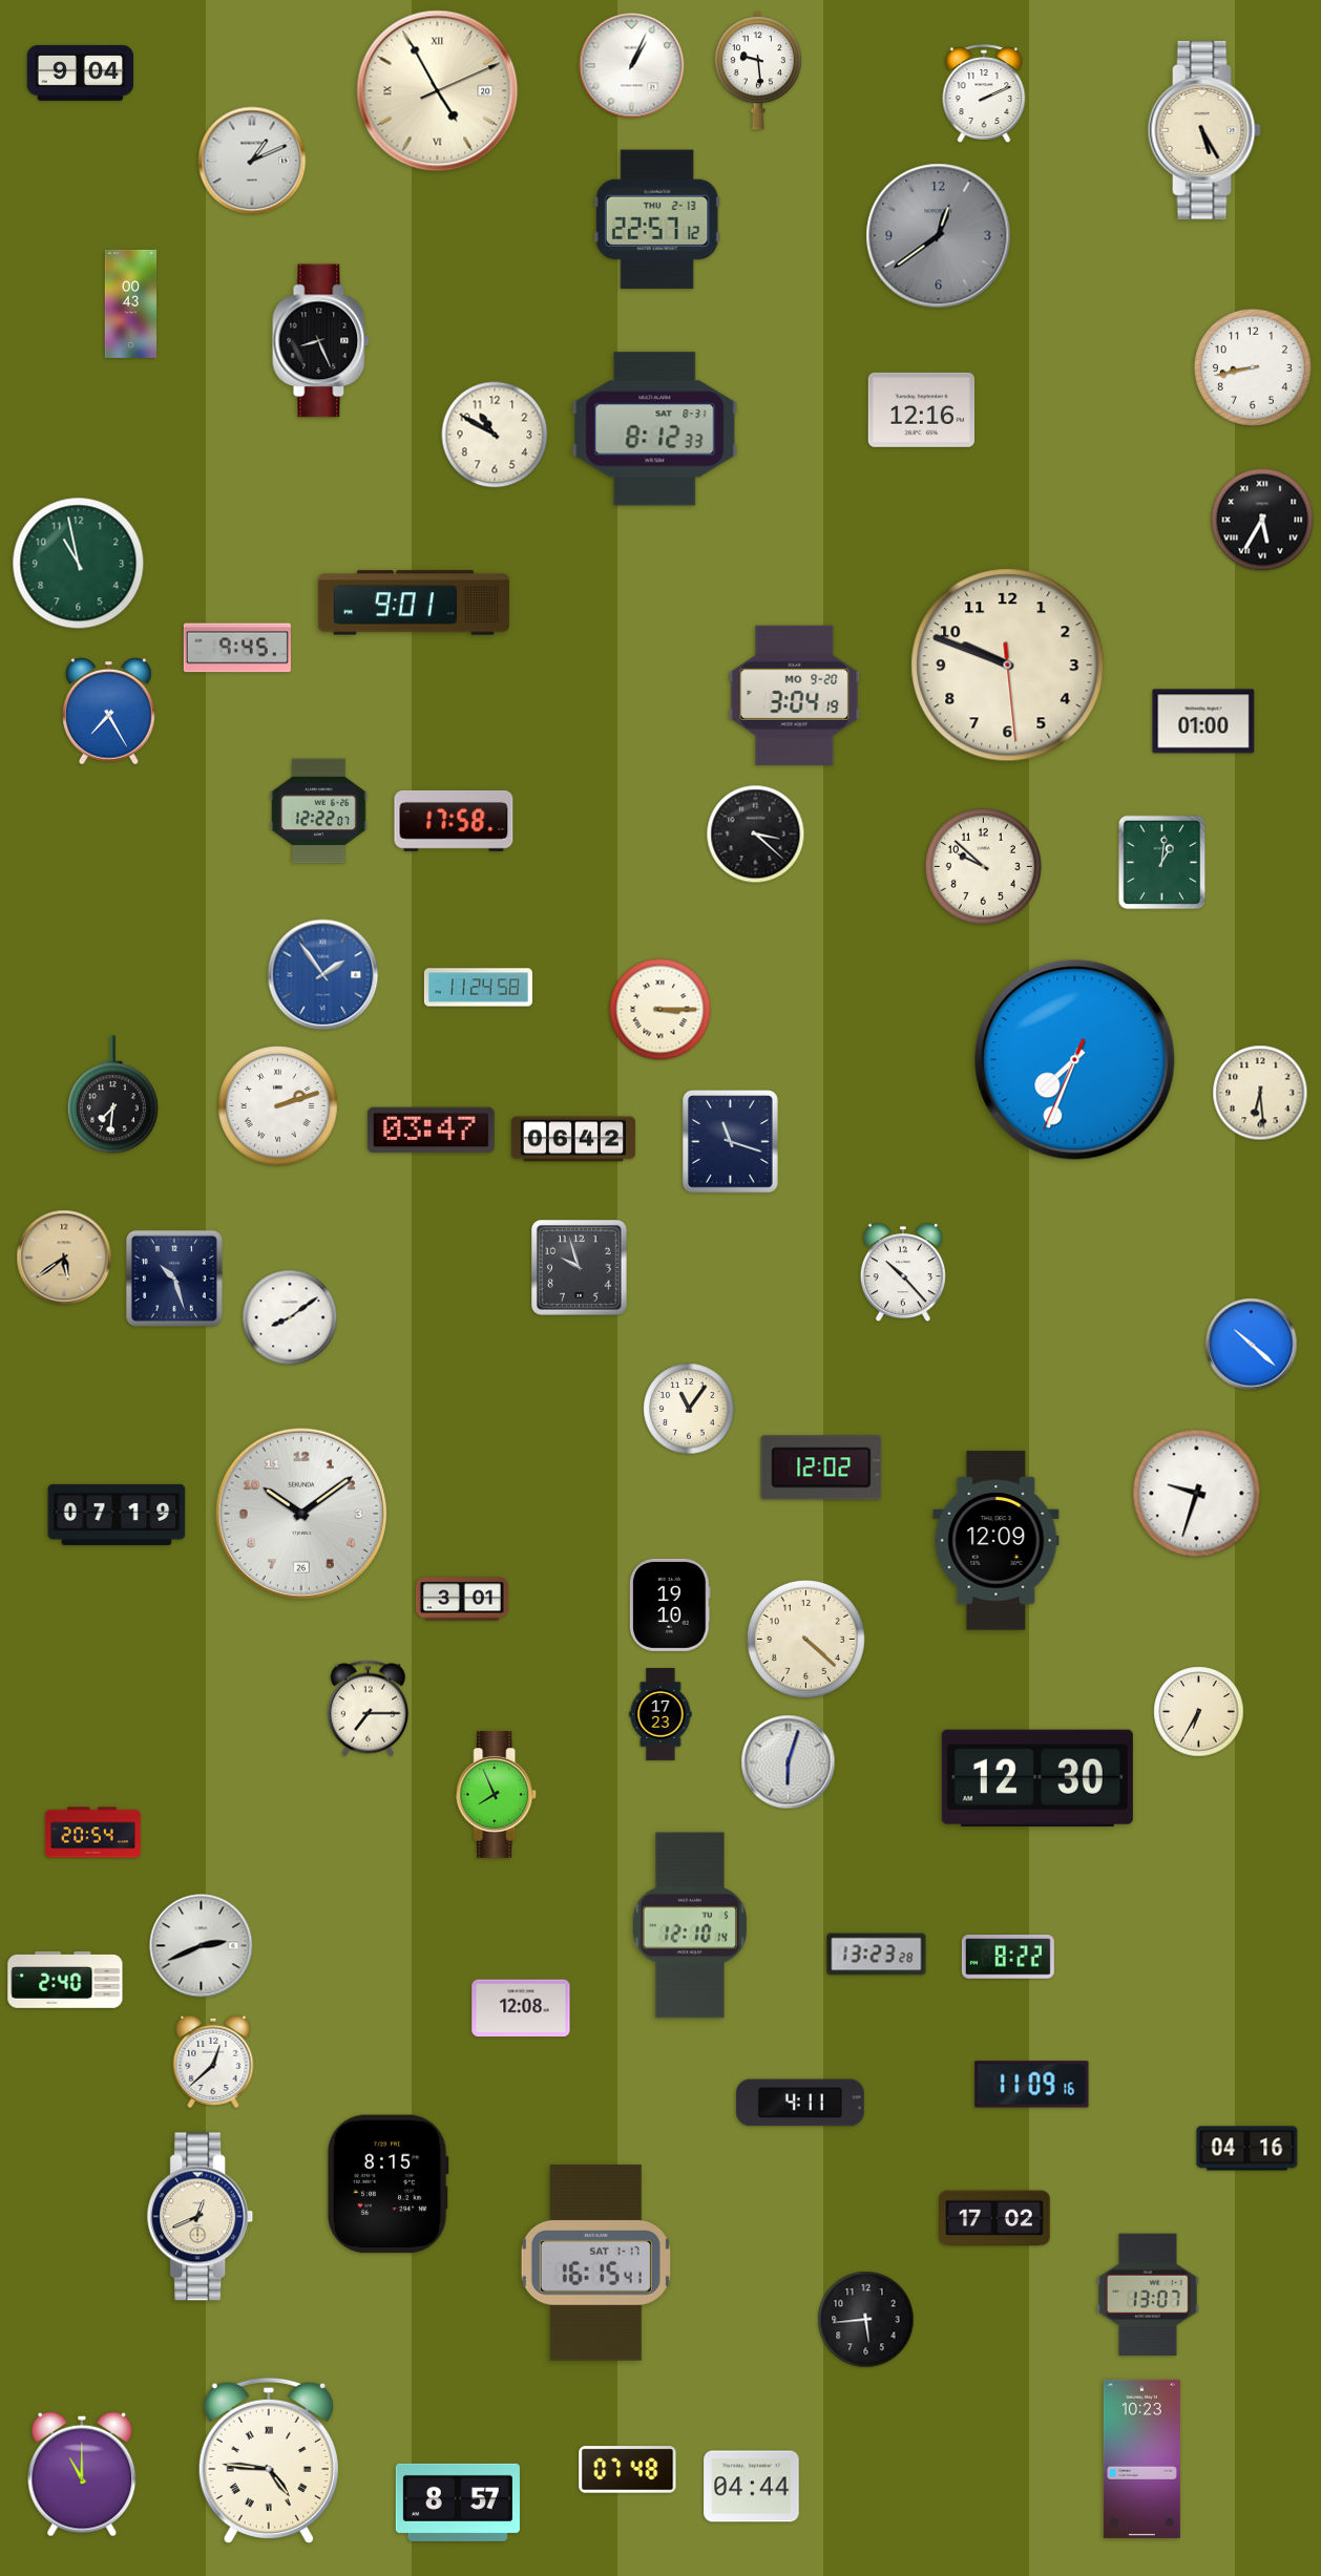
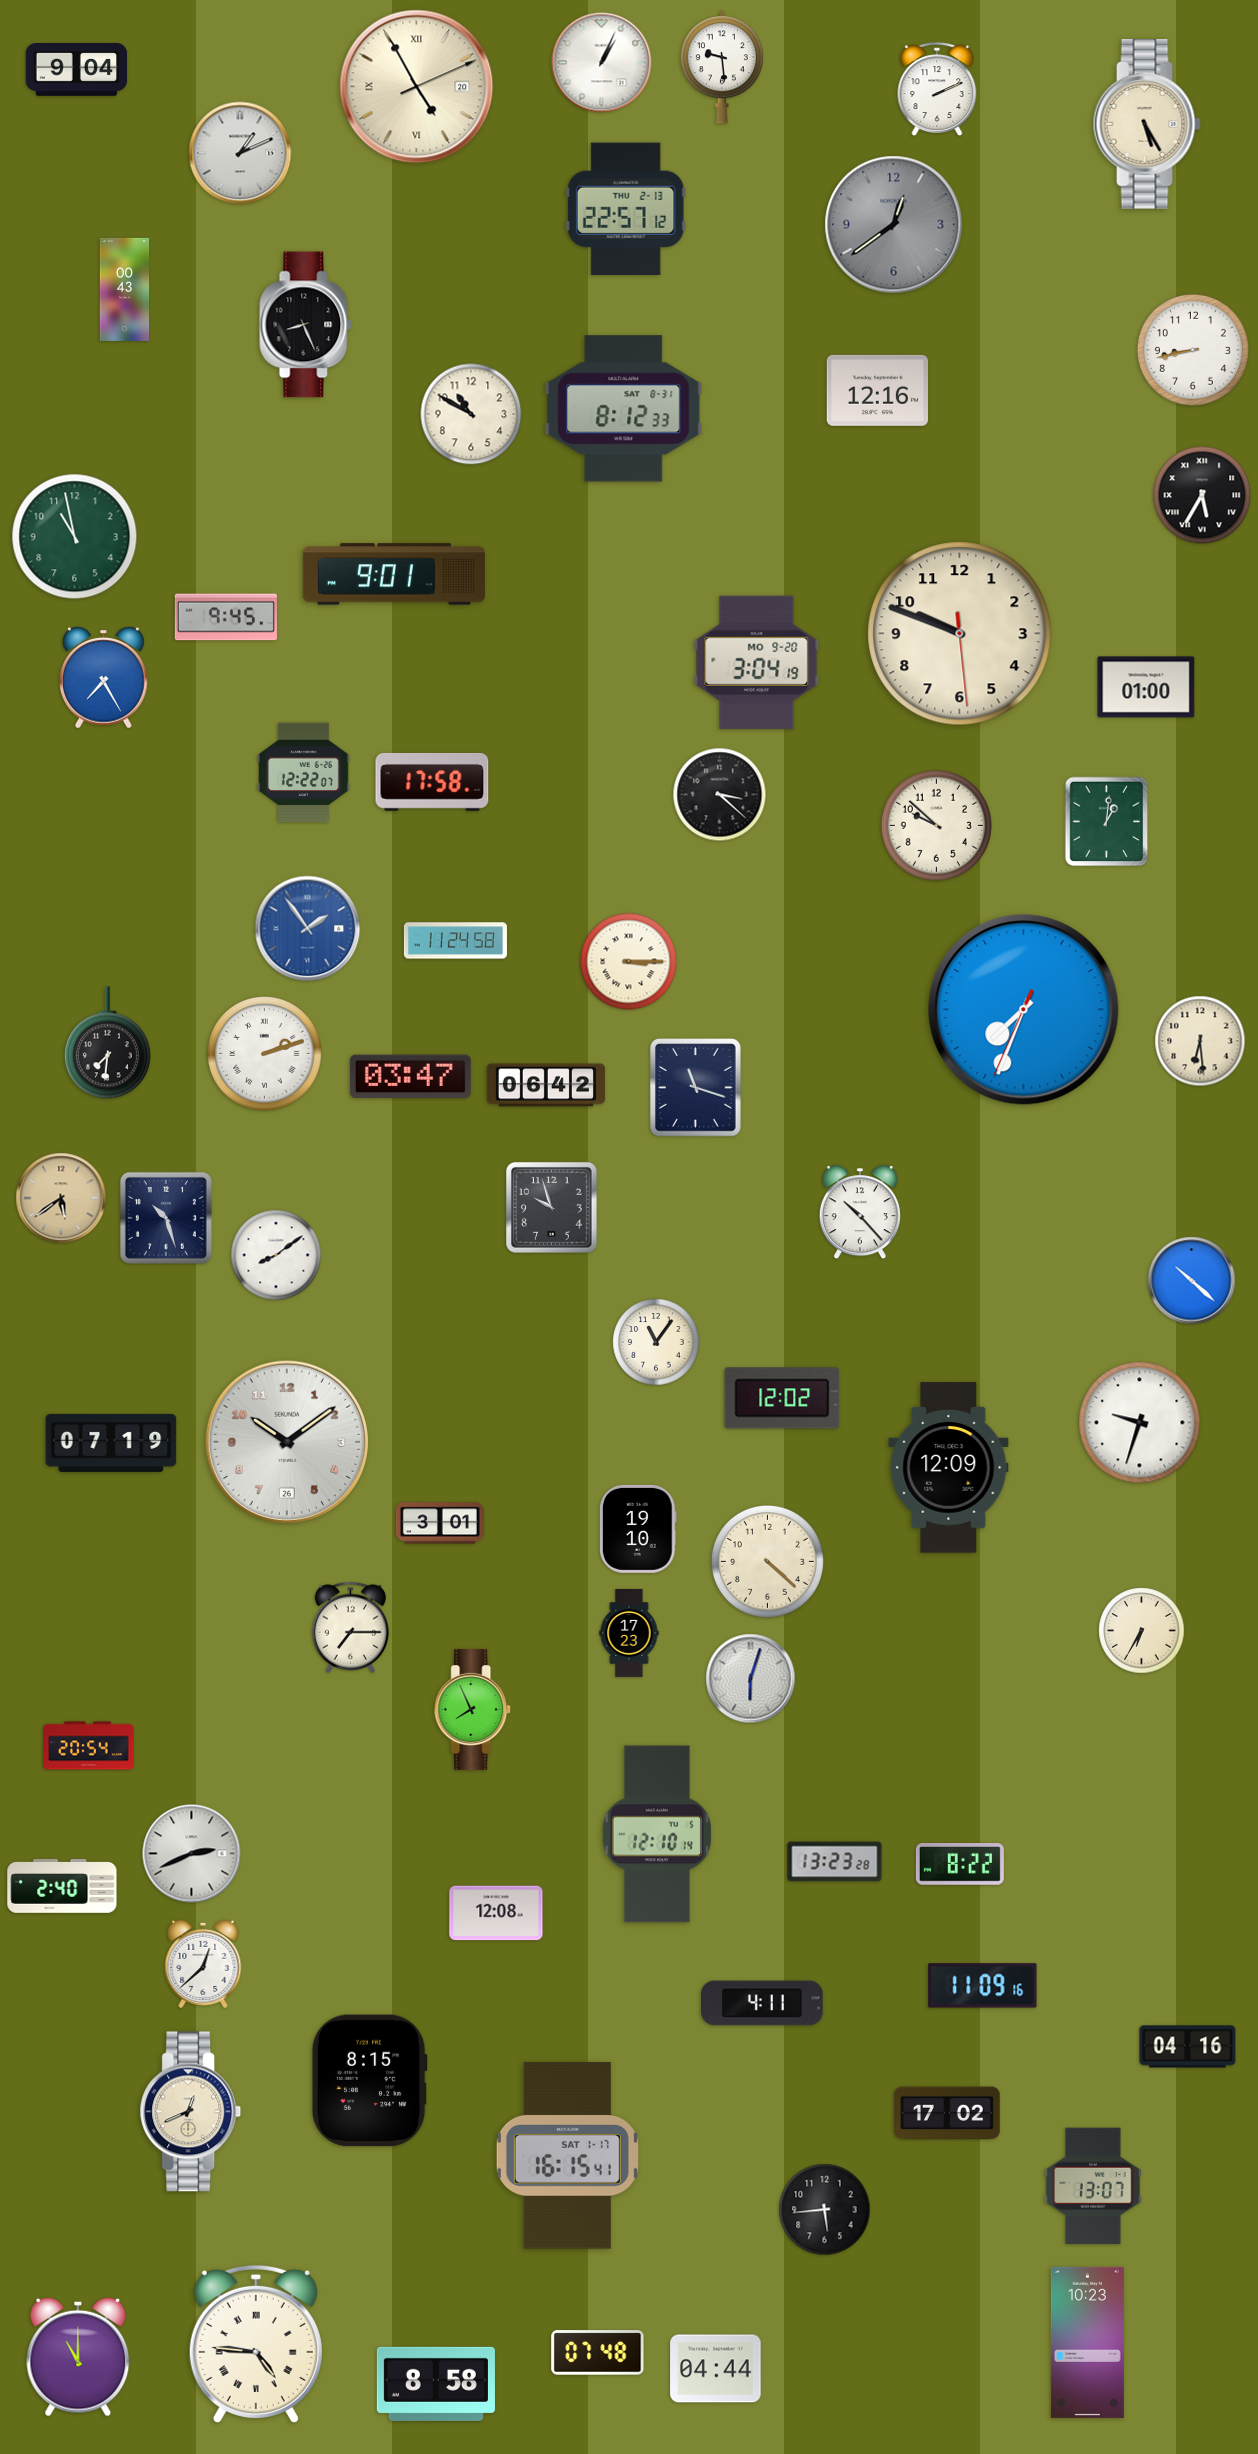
clock at (1037, 1778): 12:30 -> none
clock at (458, 2503): 8:57 -> 8:58
